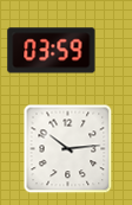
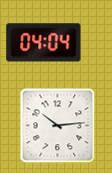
clock at (52, 51): 03:59 -> 04:04
